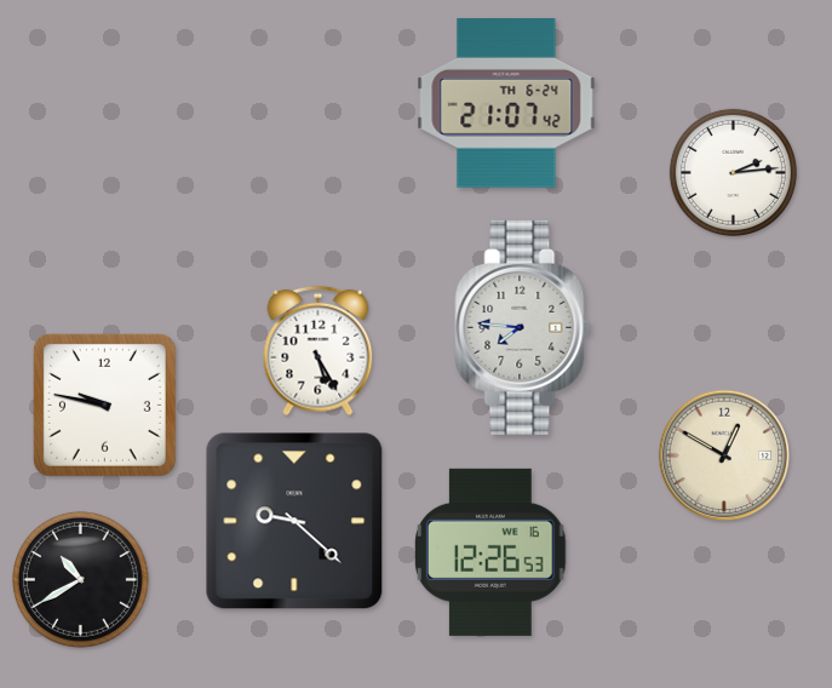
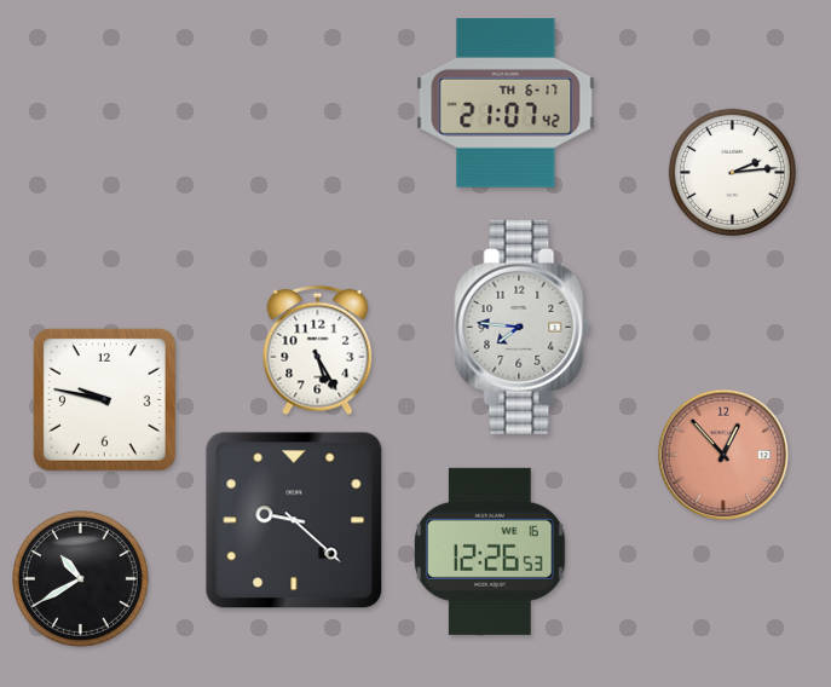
clock at (506, 103) date: TH 6-24 -> TH 6-17
clock at (104, 405) position: (104, 405) -> (104, 399)
clock at (724, 455): 12:50 -> 12:53
clock at (724, 455) dial: cream -> salmon
